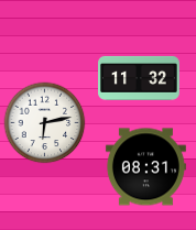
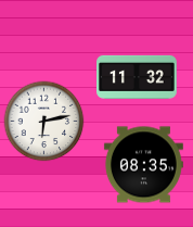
clock at (145, 167): 08:31 -> 08:35
